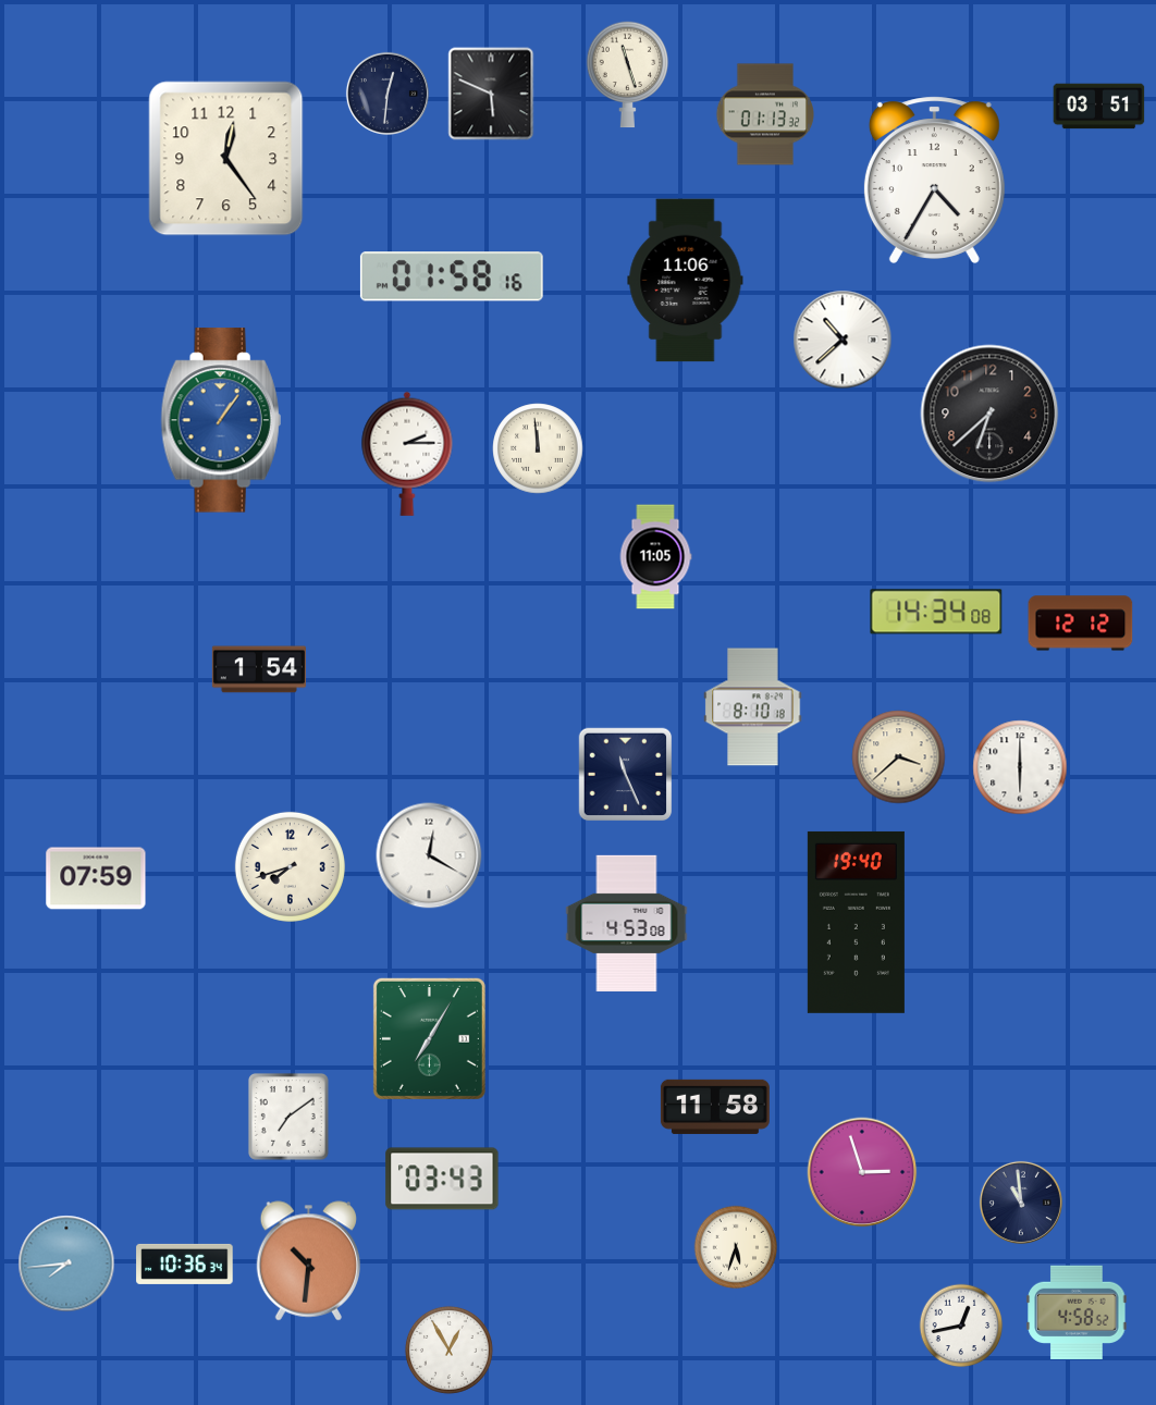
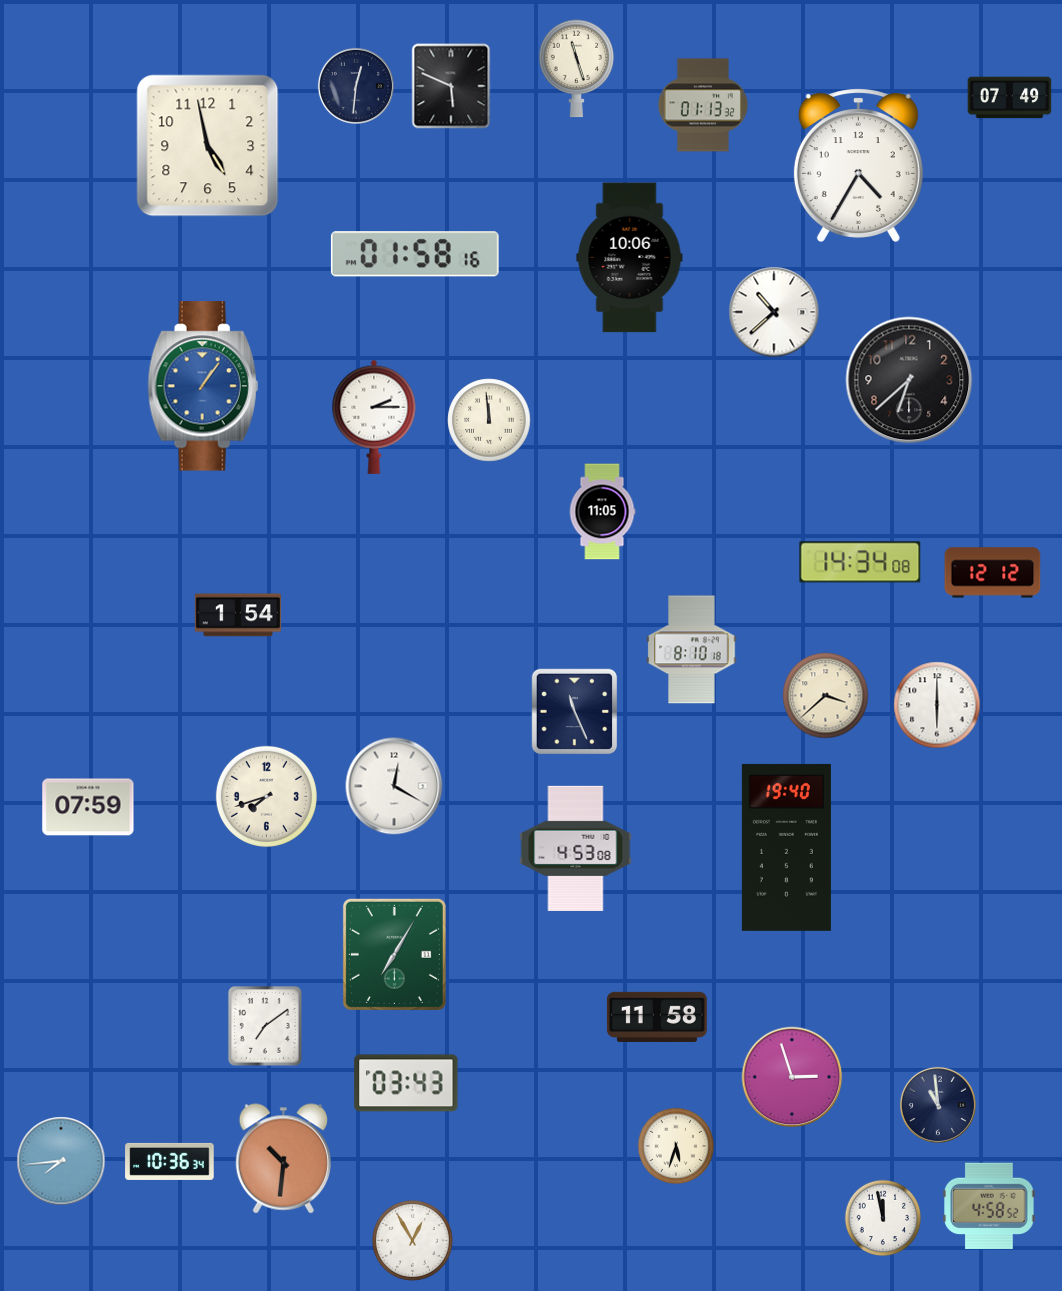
clock at (1099, 107): 03:51 -> 07:49
clock at (226, 159): 12:24 -> 4:58
clock at (686, 281): 11:06 -> 10:06
clock at (538, 448) position: (538, 448) -> (489, 420)
clock at (961, 1326): 12:43 -> 11:58
